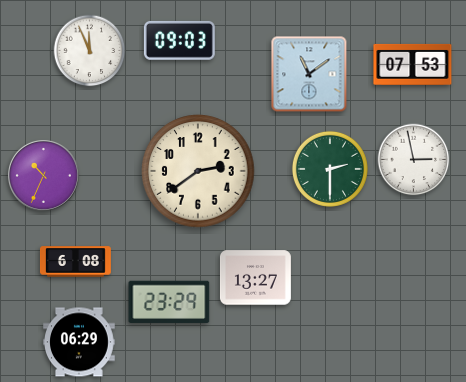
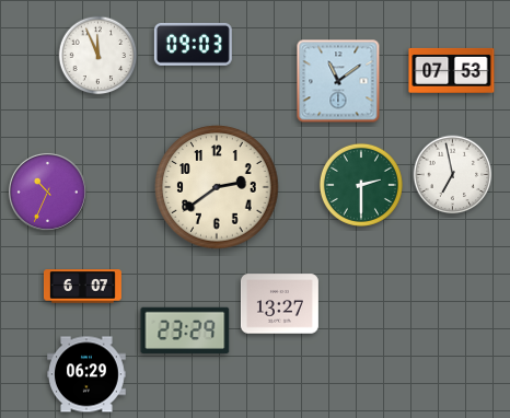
clock at (179, 40) position: (179, 40) -> (193, 44)
clock at (414, 160): 2:58 -> 6:58
clock at (75, 262): 6:08 -> 6:07
